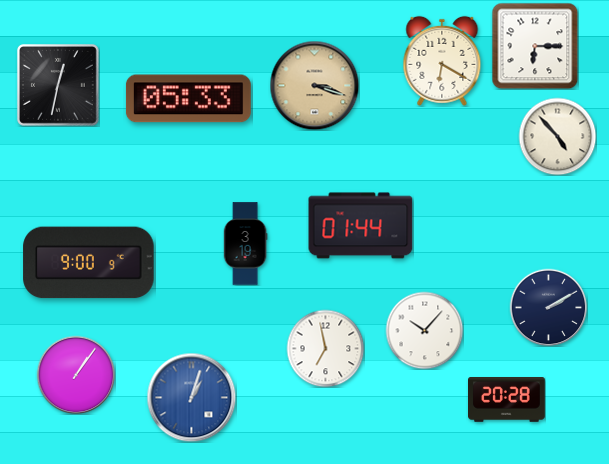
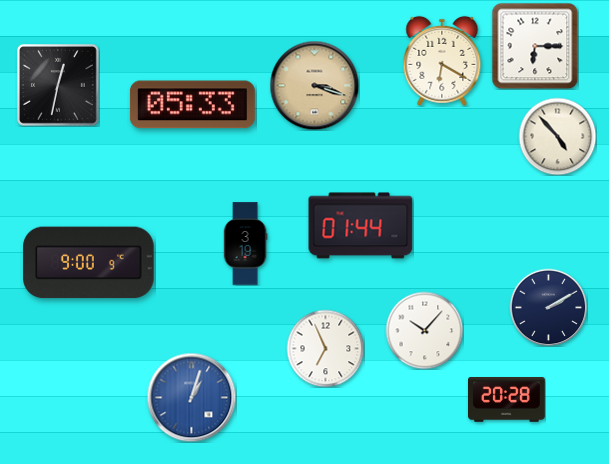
clock at (188, 99) position: (188, 99) -> (192, 105)
clock at (325, 348): 6:58 -> 6:56
clock at (76, 375): 1:06 -> none
